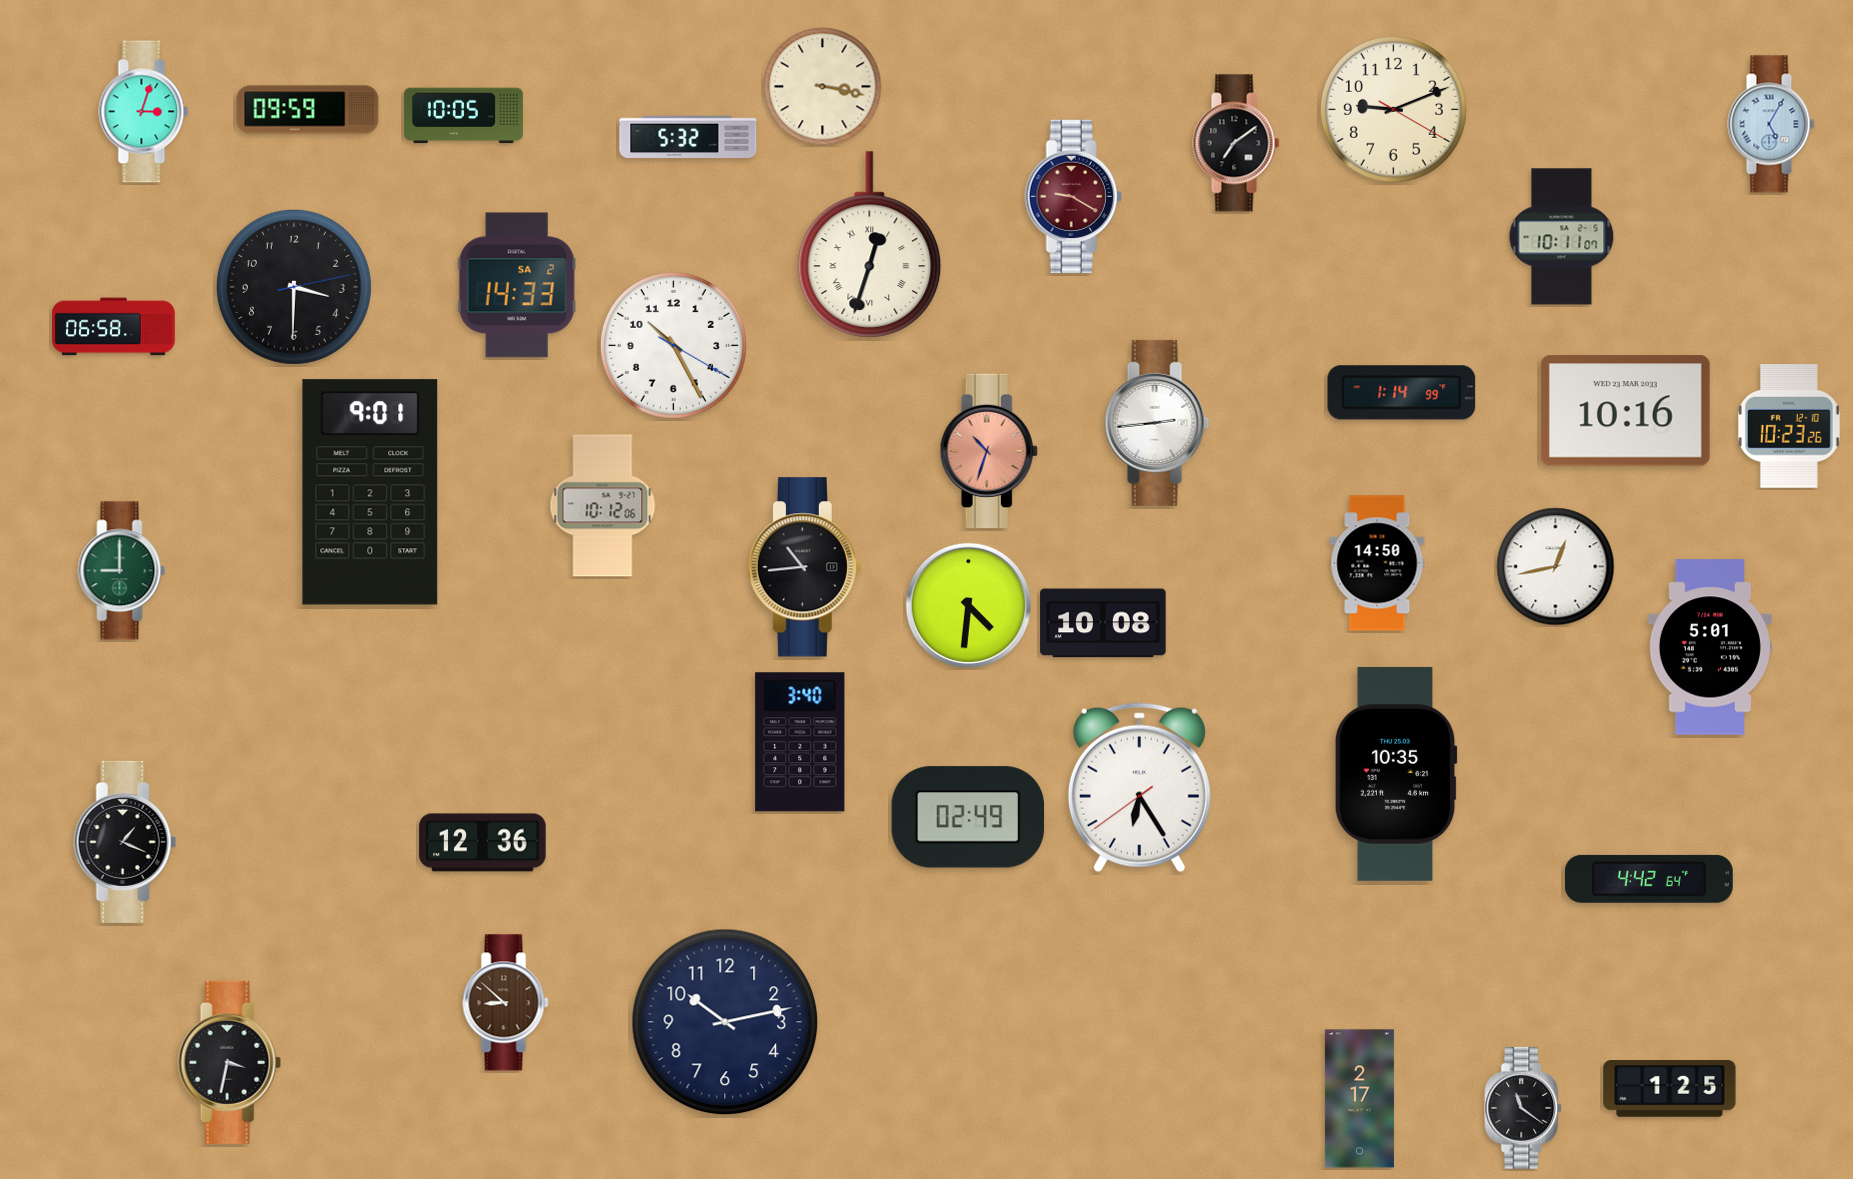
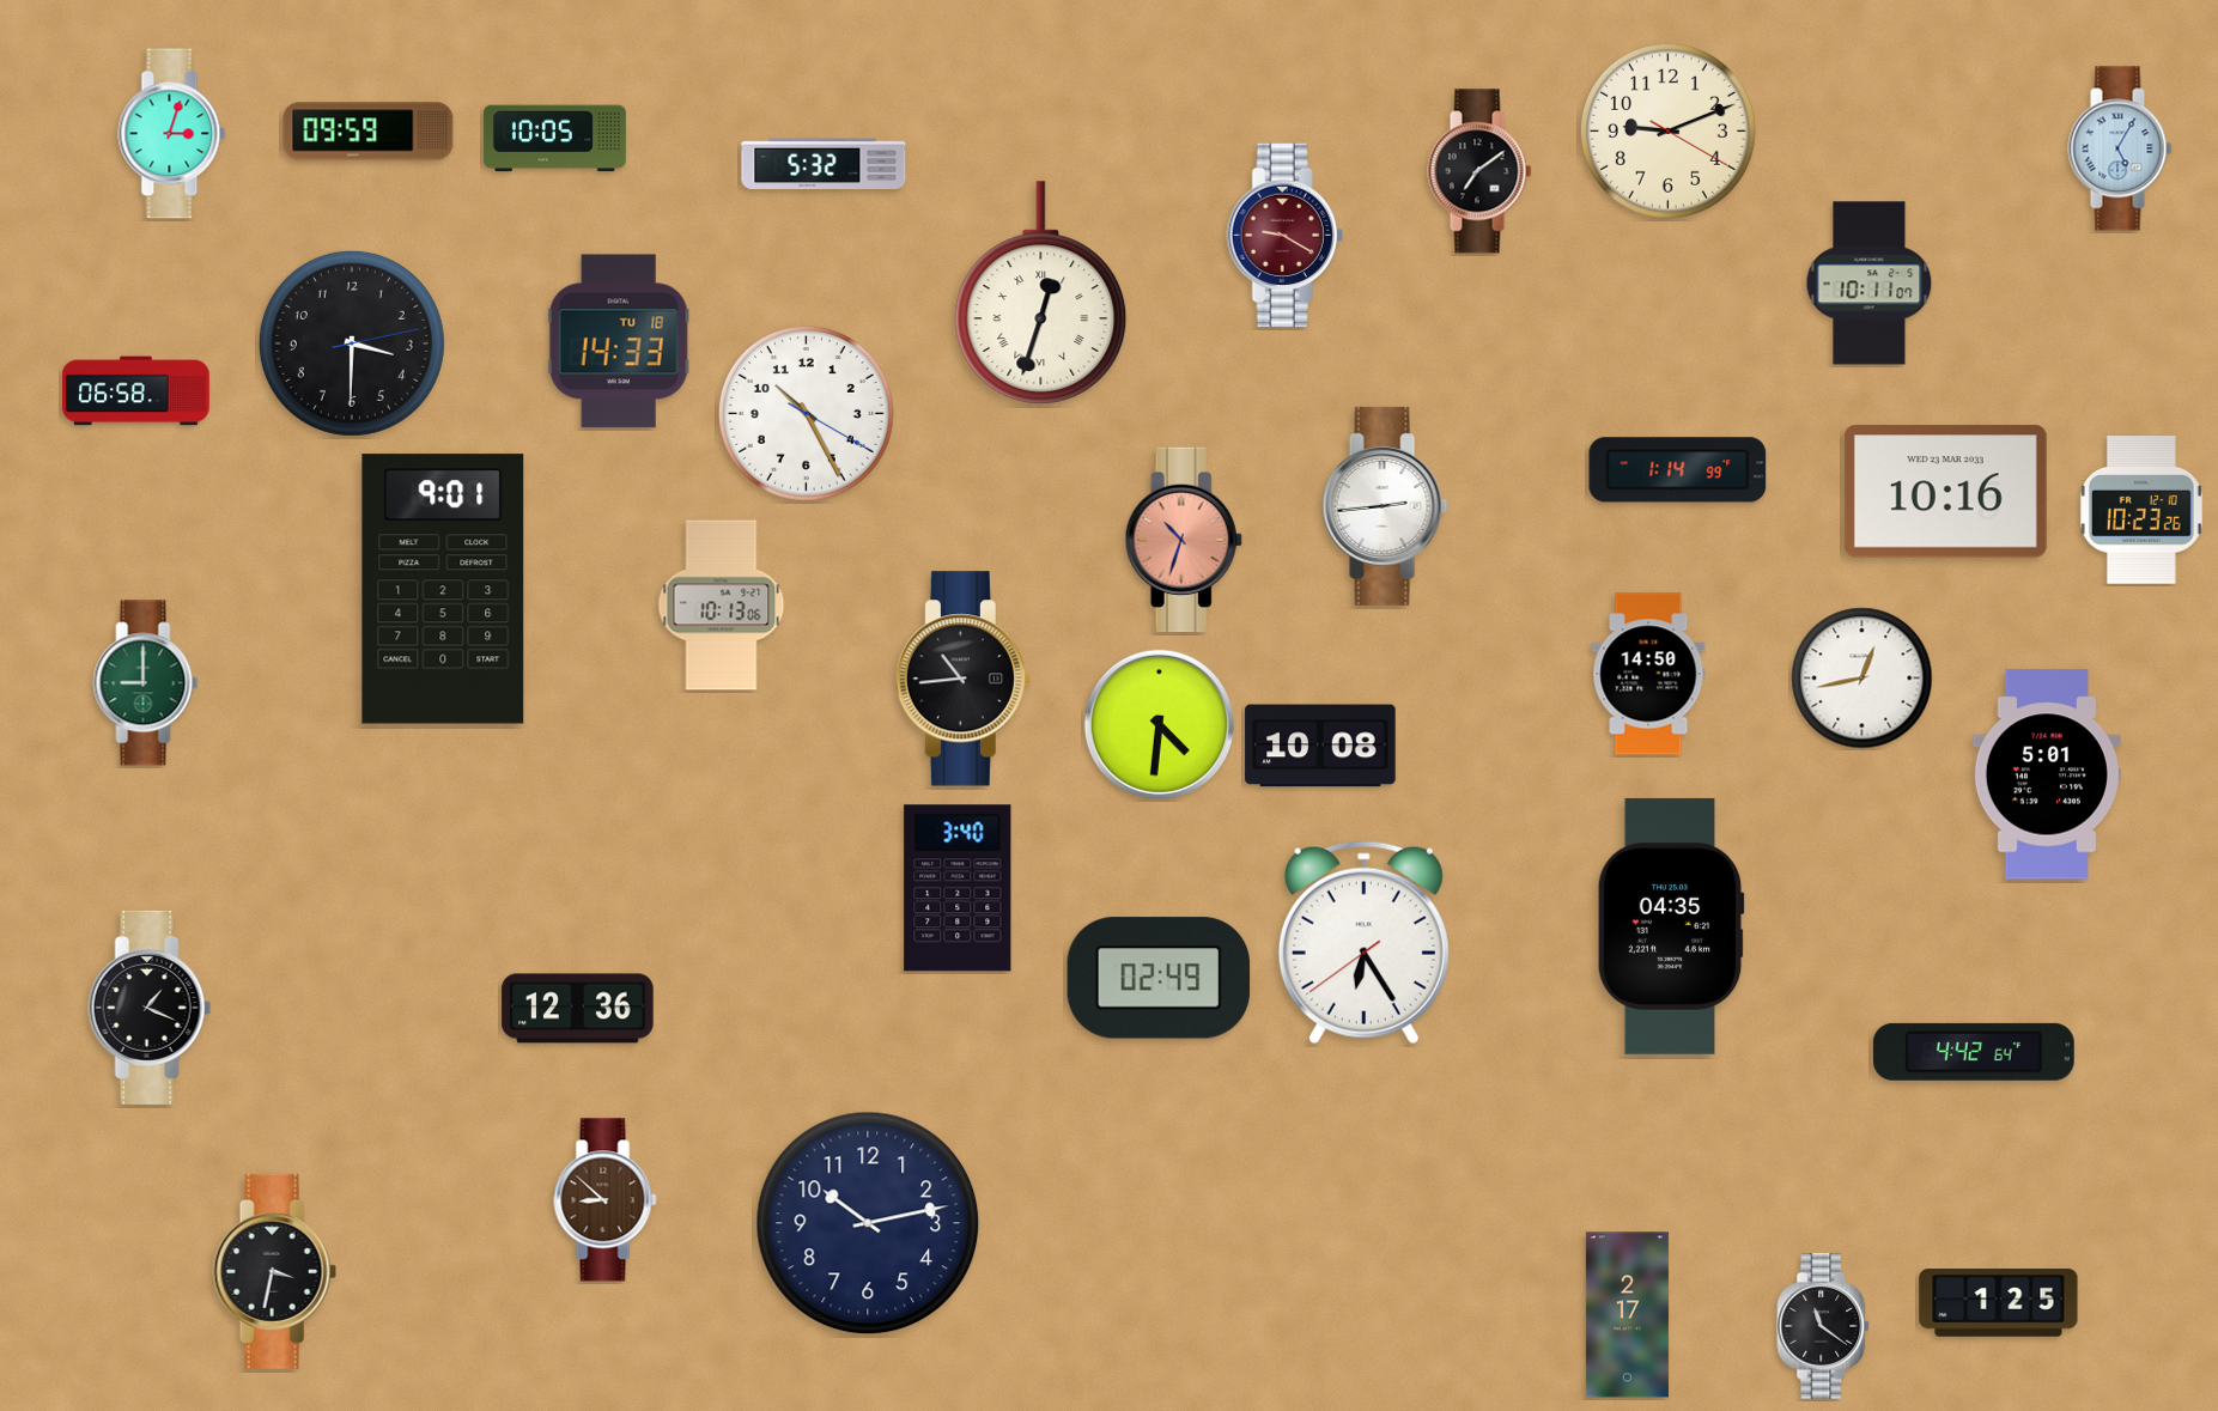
clock at (823, 87): 3:17 -> none
clock at (517, 285) date: SA 2 -> TU 18
clock at (603, 506): 10:12 -> 10:13
clock at (1396, 774): 10:35 -> 04:35
